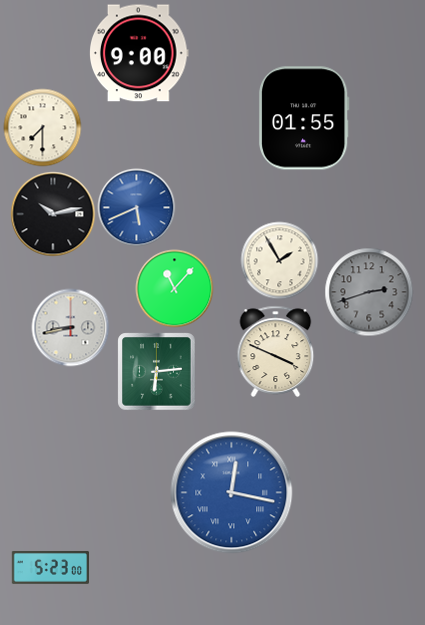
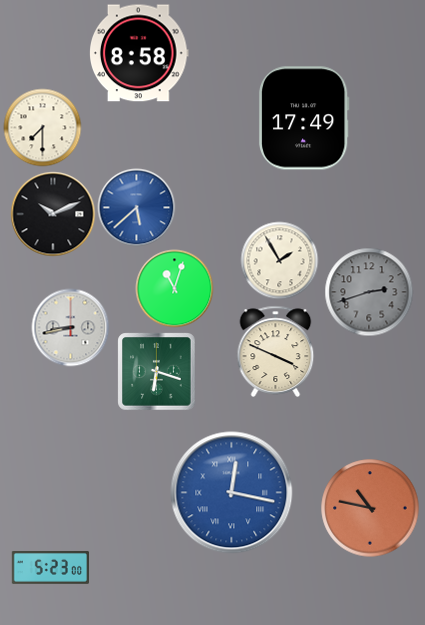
clock at (140, 53): 9:00 -> 8:58
clock at (304, 118): 01:55 -> 17:49
clock at (136, 207): 5:41 -> 5:38
clock at (53, 214): 10:13 -> 10:11
clock at (174, 288): 11:07 -> 11:03
clock at (156, 371): 6:14 -> 6:18
clock at (370, 508): none -> 10:47
